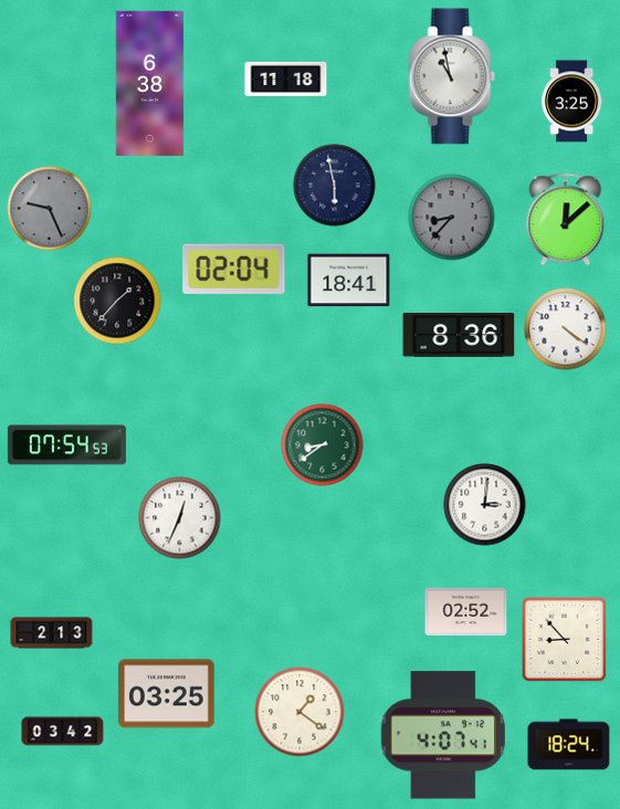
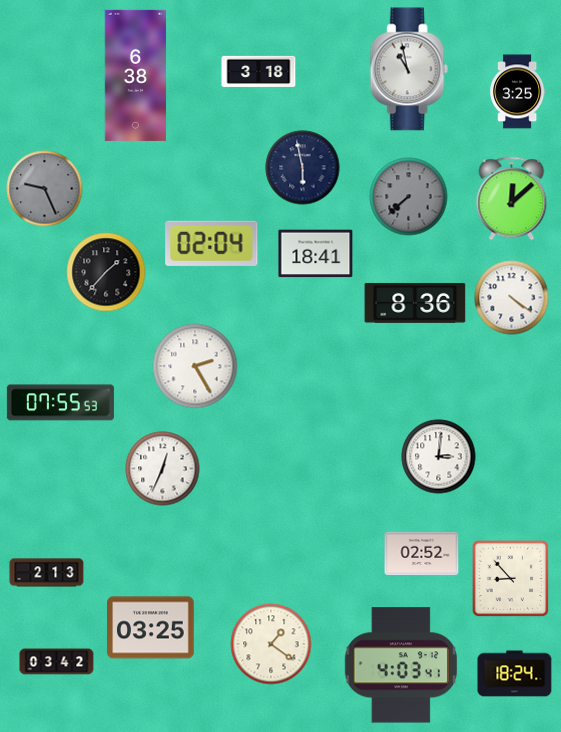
clock at (286, 78): 11:18 -> 3:18
clock at (452, 218): 8:37 -> 7:38
clock at (195, 366): none -> 2:25
clock at (66, 445): 07:54 -> 07:55
clock at (323, 445): 8:39 -> none
clock at (442, 735): 4:07 -> 4:03
